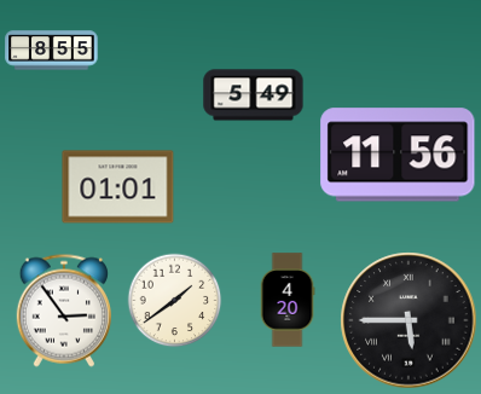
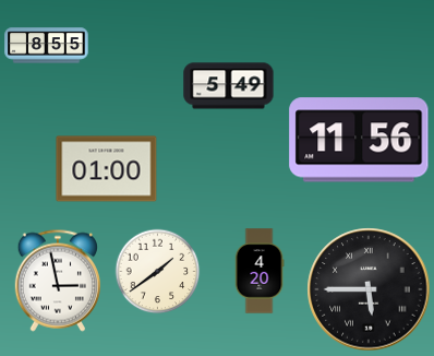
clock at (118, 187): 01:01 -> 01:00
clock at (64, 311): 2:54 -> 2:58
